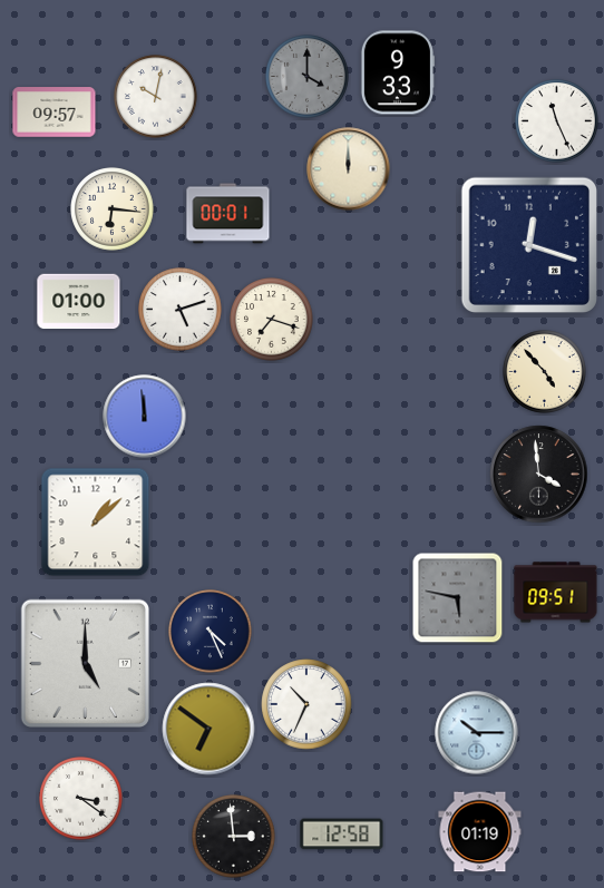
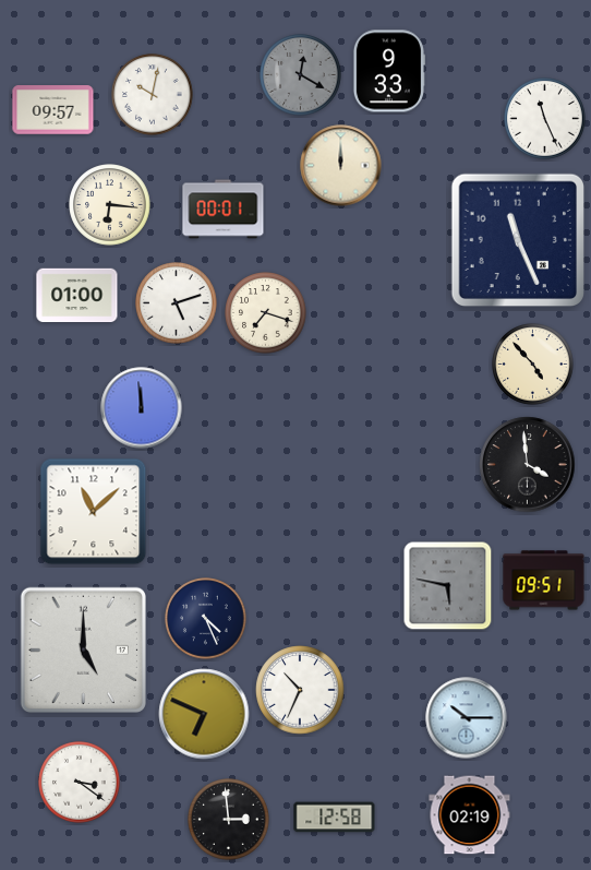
clock at (308, 77): 4:00 -> 12:20
clock at (529, 245): 12:18 -> 11:26
clock at (96, 523): 1:08 -> 11:08
clock at (208, 729): 6:51 -> 6:49
clock at (480, 832): 01:19 -> 02:19
